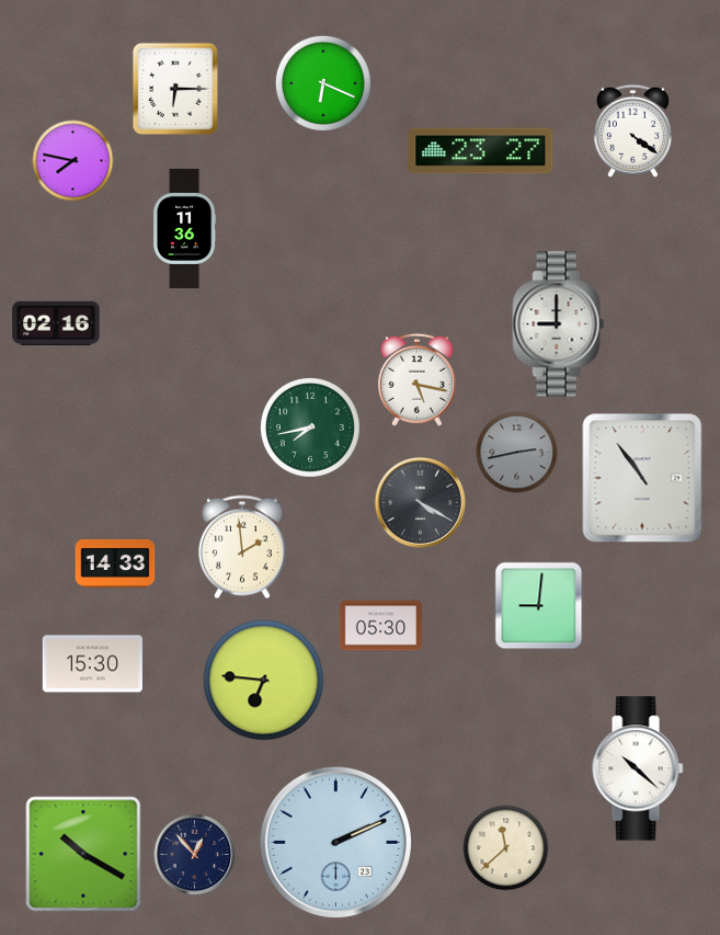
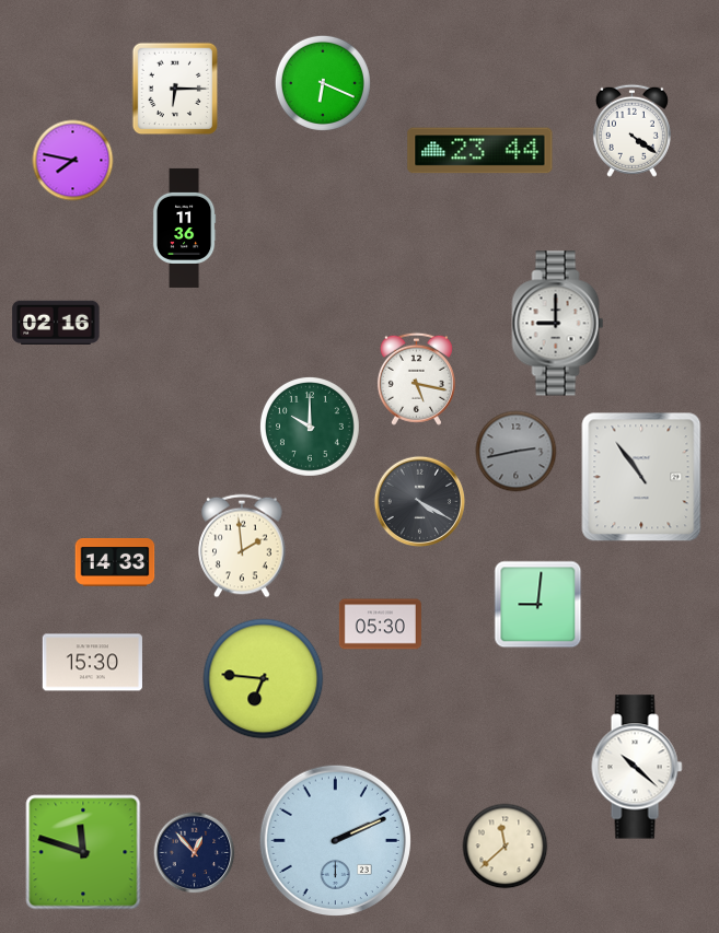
clock at (481, 151): 23:27 -> 23:44
clock at (310, 427): 7:43 -> 10:00
clock at (83, 854): 10:20 -> 11:48
